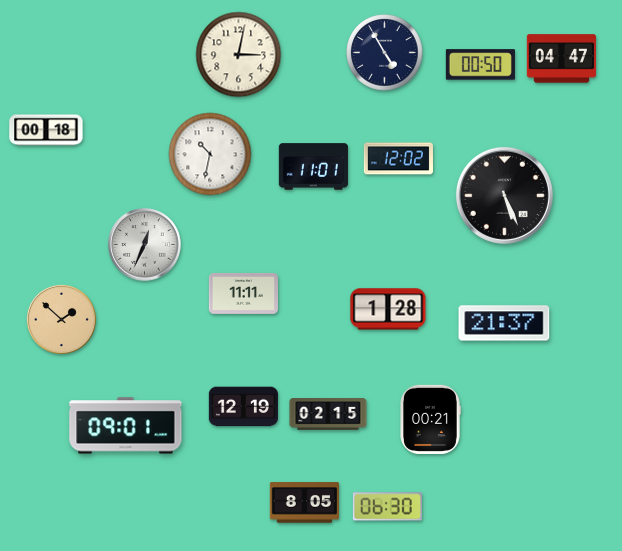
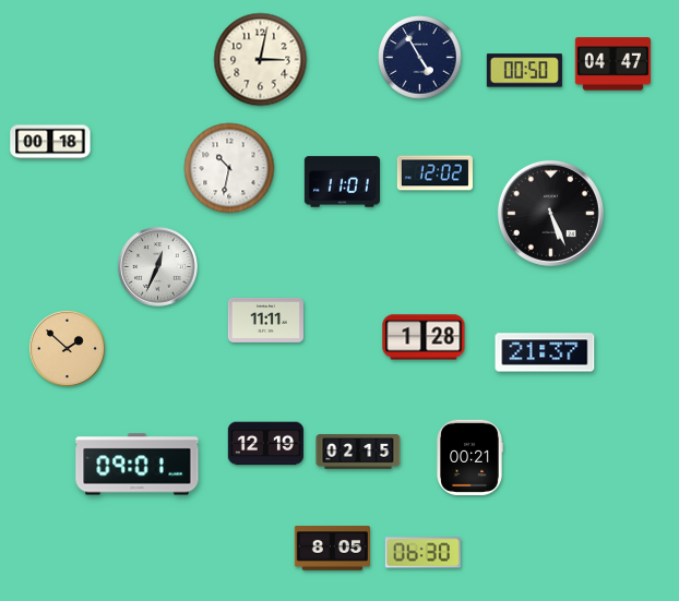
clock at (504, 323) position: (504, 323) -> (545, 352)
